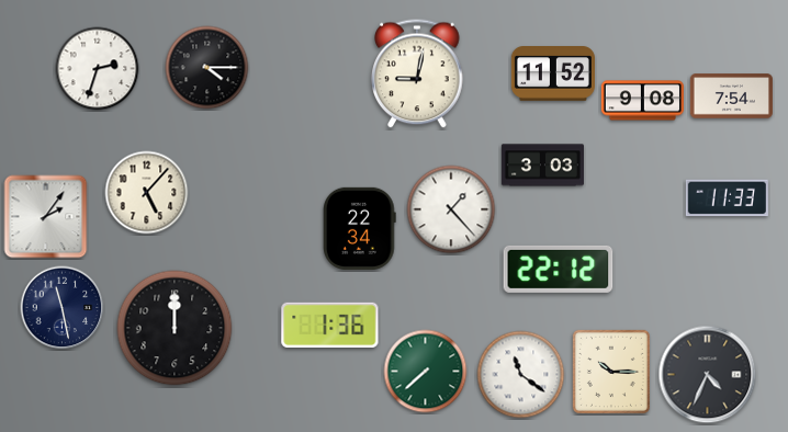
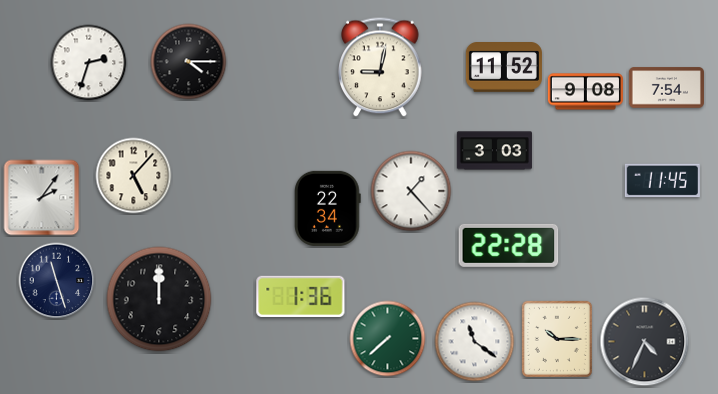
clock at (727, 198): 11:33 -> 11:45
clock at (559, 269): 22:12 -> 22:28
clock at (63, 308): 11:28 -> 11:27
